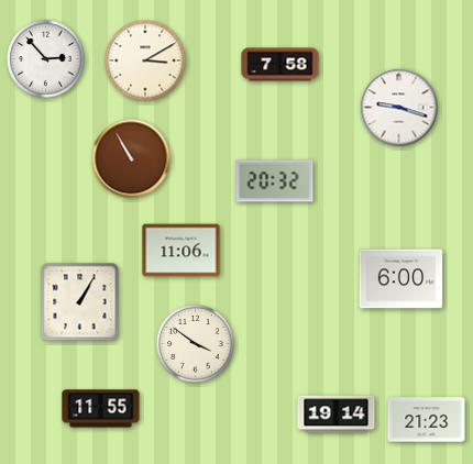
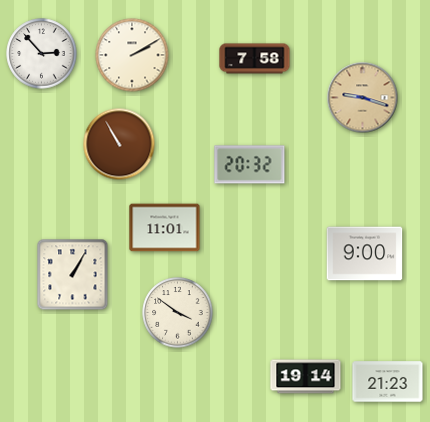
clock at (145, 60): 3:10 -> 2:10
clock at (399, 108) dial: white -> champagne
clock at (182, 251): 11:06 -> 11:01
clock at (402, 279): 6:00 -> 9:00
clock at (101, 409): 11:55 -> none
